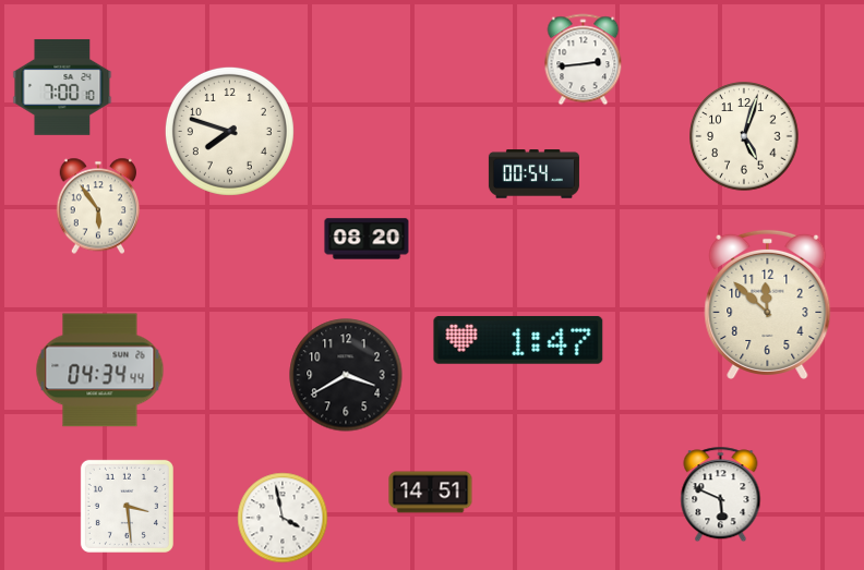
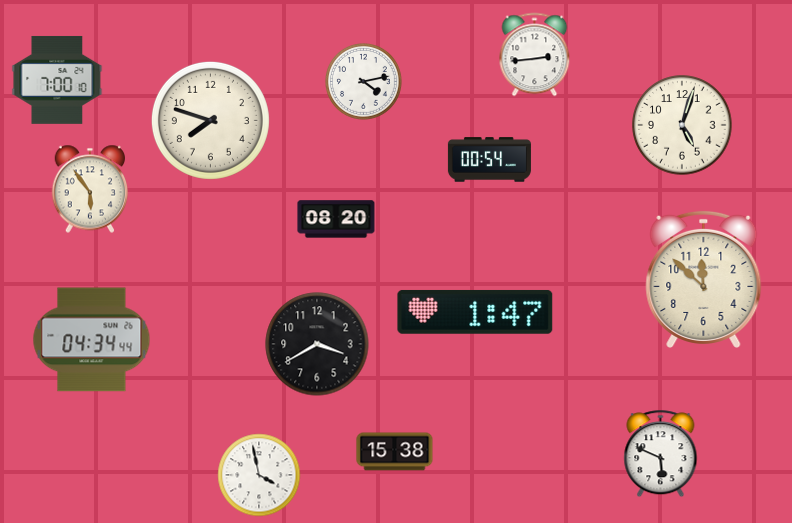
clock at (364, 82): none -> 4:13
clock at (431, 493): 14:51 -> 15:38
clock at (127, 506): 3:29 -> none
